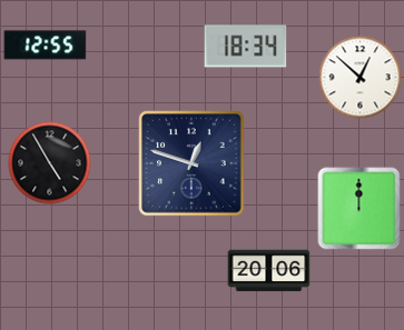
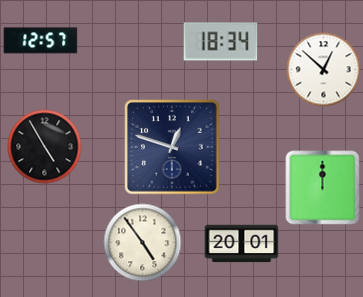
clock at (46, 46): 12:55 -> 12:57
clock at (143, 243): none -> 4:54
clock at (269, 271): 20:06 -> 20:01
